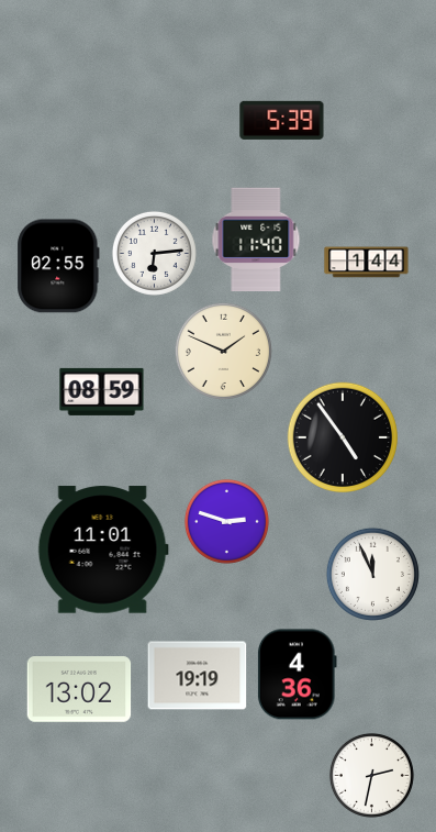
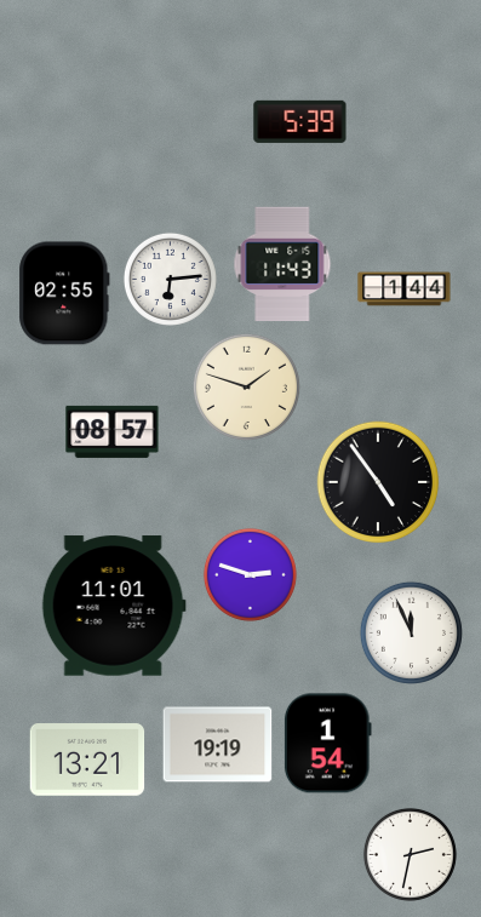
clock at (282, 120) position: (282, 120) -> (300, 121)
clock at (256, 240): 11:40 -> 11:43
clock at (223, 351): 1:49 -> 1:48
clock at (102, 391): 08:59 -> 08:57
clock at (297, 675): 4:36 -> 1:54
clock at (79, 689): 13:02 -> 13:21
